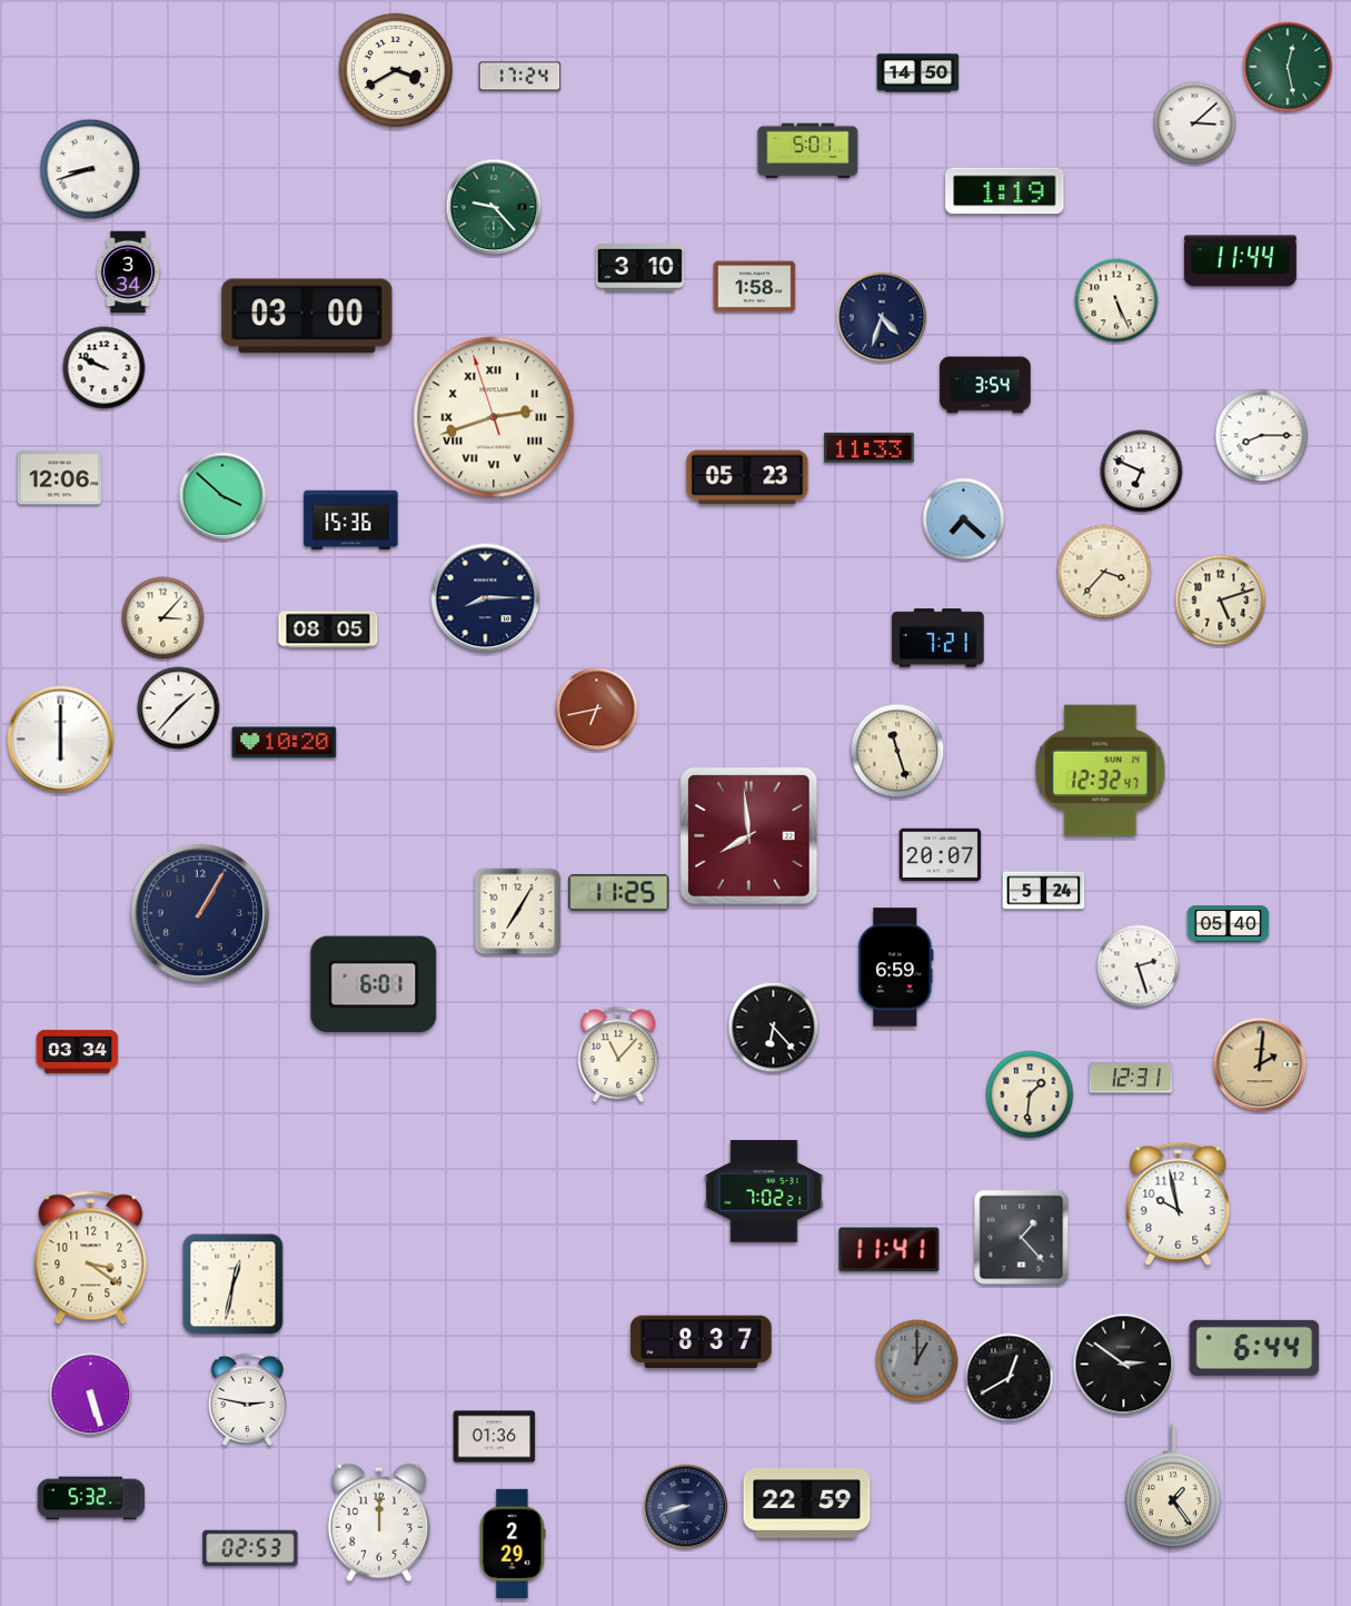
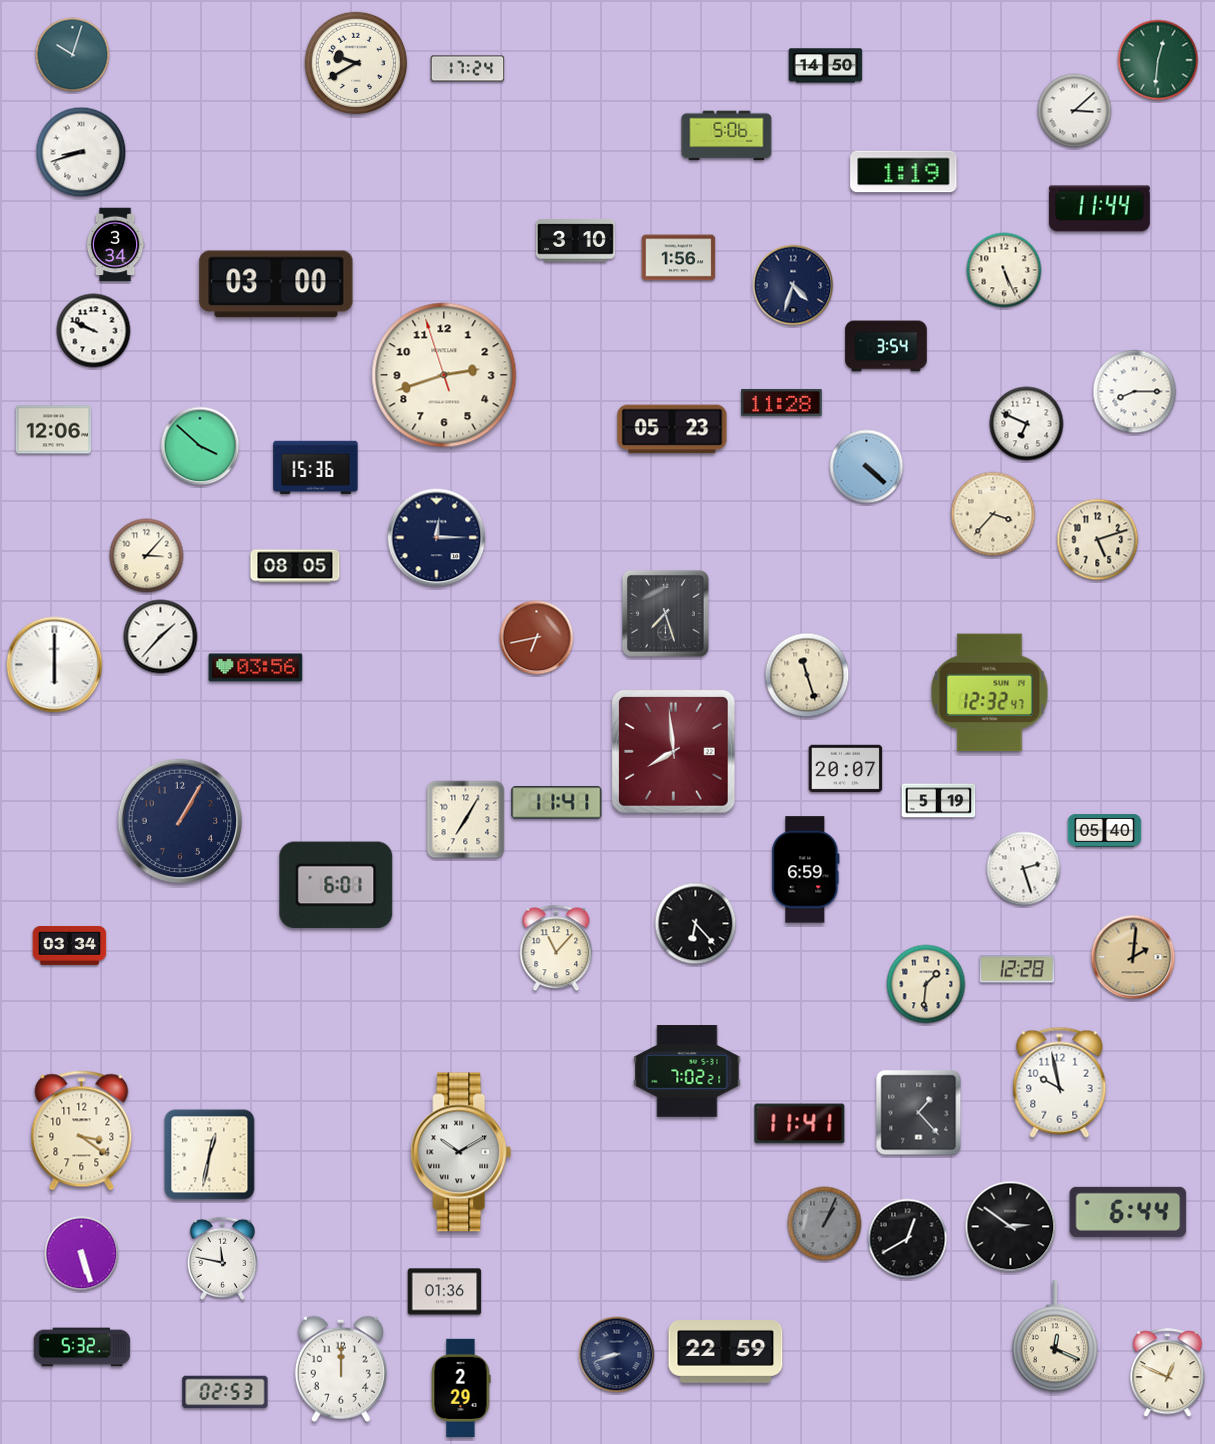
clock at (73, 55): none -> 10:03
clock at (1288, 67): 12:28 -> 12:31
clock at (395, 69): 3:40 -> 9:40
clock at (808, 151): 5:01 -> 5:06
clock at (494, 207): 9:23 -> none
clock at (1240, 261) position: (1240, 261) -> (1099, 209)
clock at (755, 287): 1:58 -> 1:56
clock at (494, 417) numerals: Roman -> Arabic
clock at (870, 447): 11:33 -> 11:28
clock at (964, 519): 7:22 -> 4:22
clock at (486, 598): 8:15 -> 12:15
clock at (938, 638): 7:21 -> none
clock at (665, 613): none -> 7:27
clock at (285, 743): 10:20 -> 03:56
clock at (1044, 891): 5:24 -> 5:19
clock at (619, 893): 11:25 -> 11:41
clock at (1131, 1078): 12:31 -> 12:28
clock at (461, 1152): none -> 10:10
clock at (702, 1342): 8:37 -> none
clock at (917, 1361): 1:00 -> 1:04
clock at (247, 1399): 2:47 -> 11:47
clock at (1173, 1487): 1:24 -> 12:19
clock at (1168, 1373): none -> 12:49
